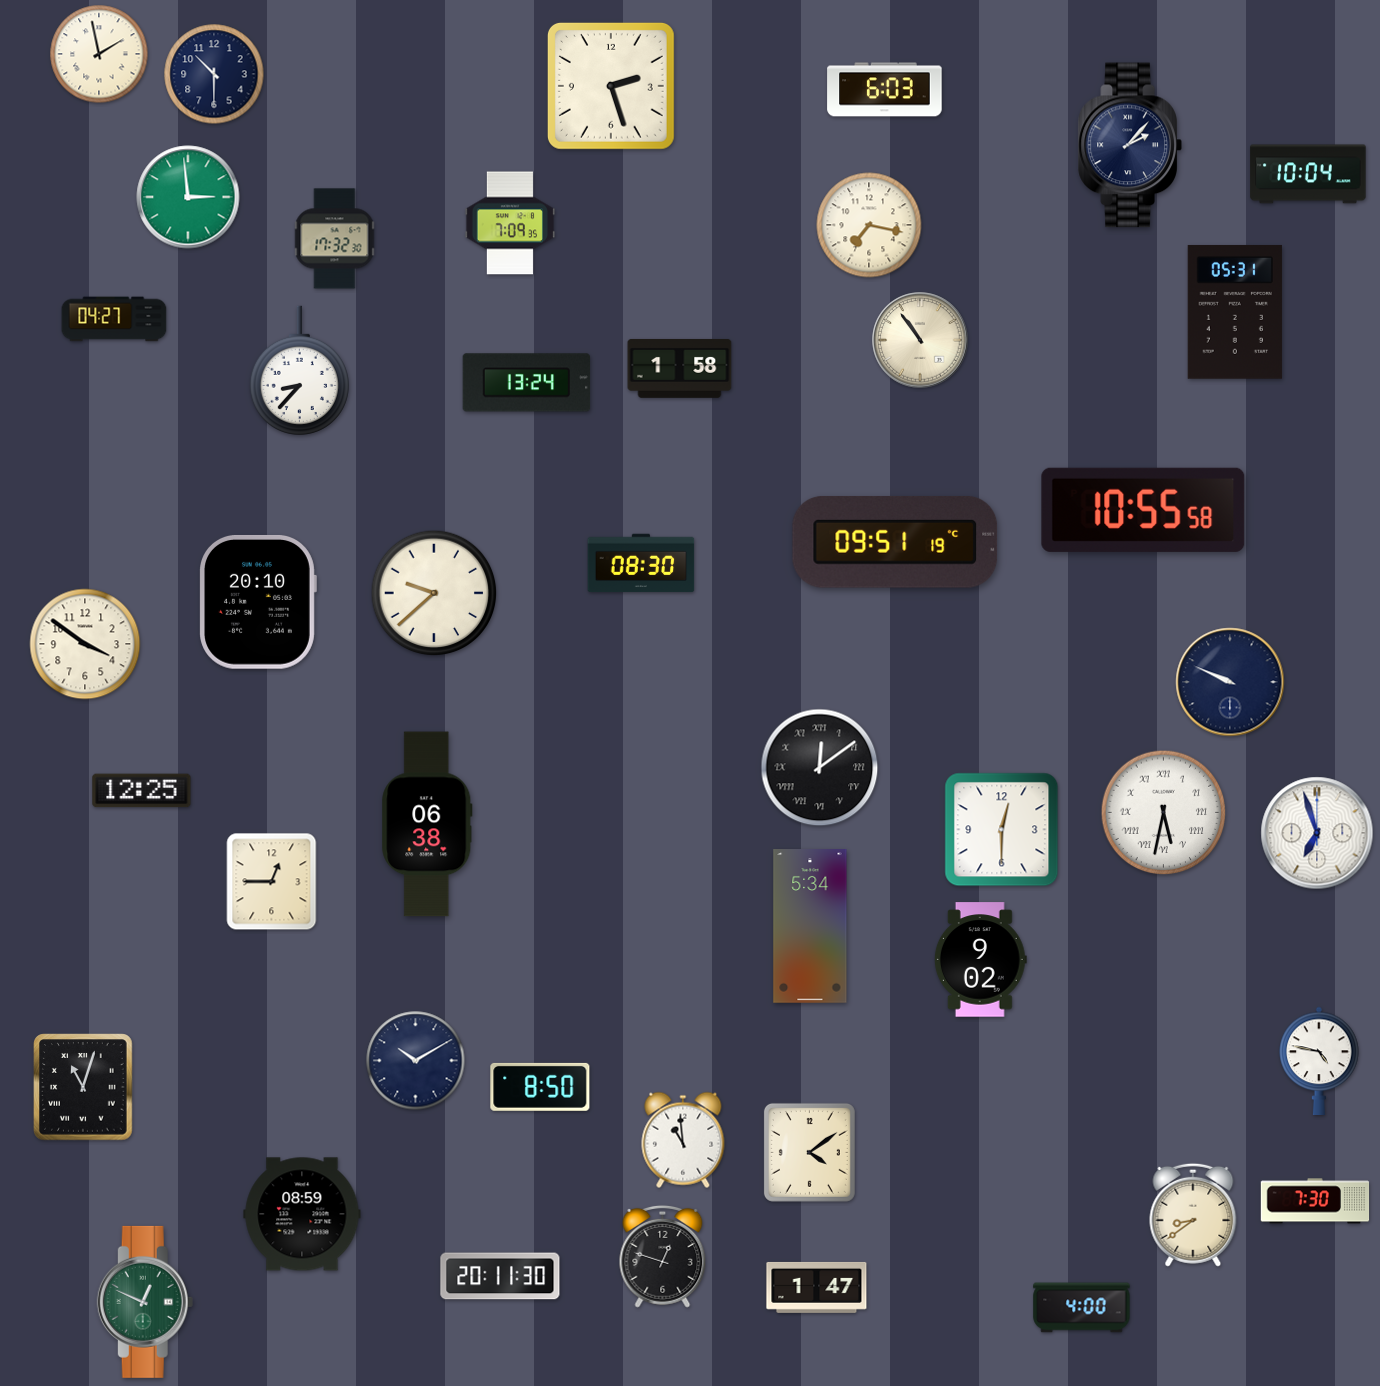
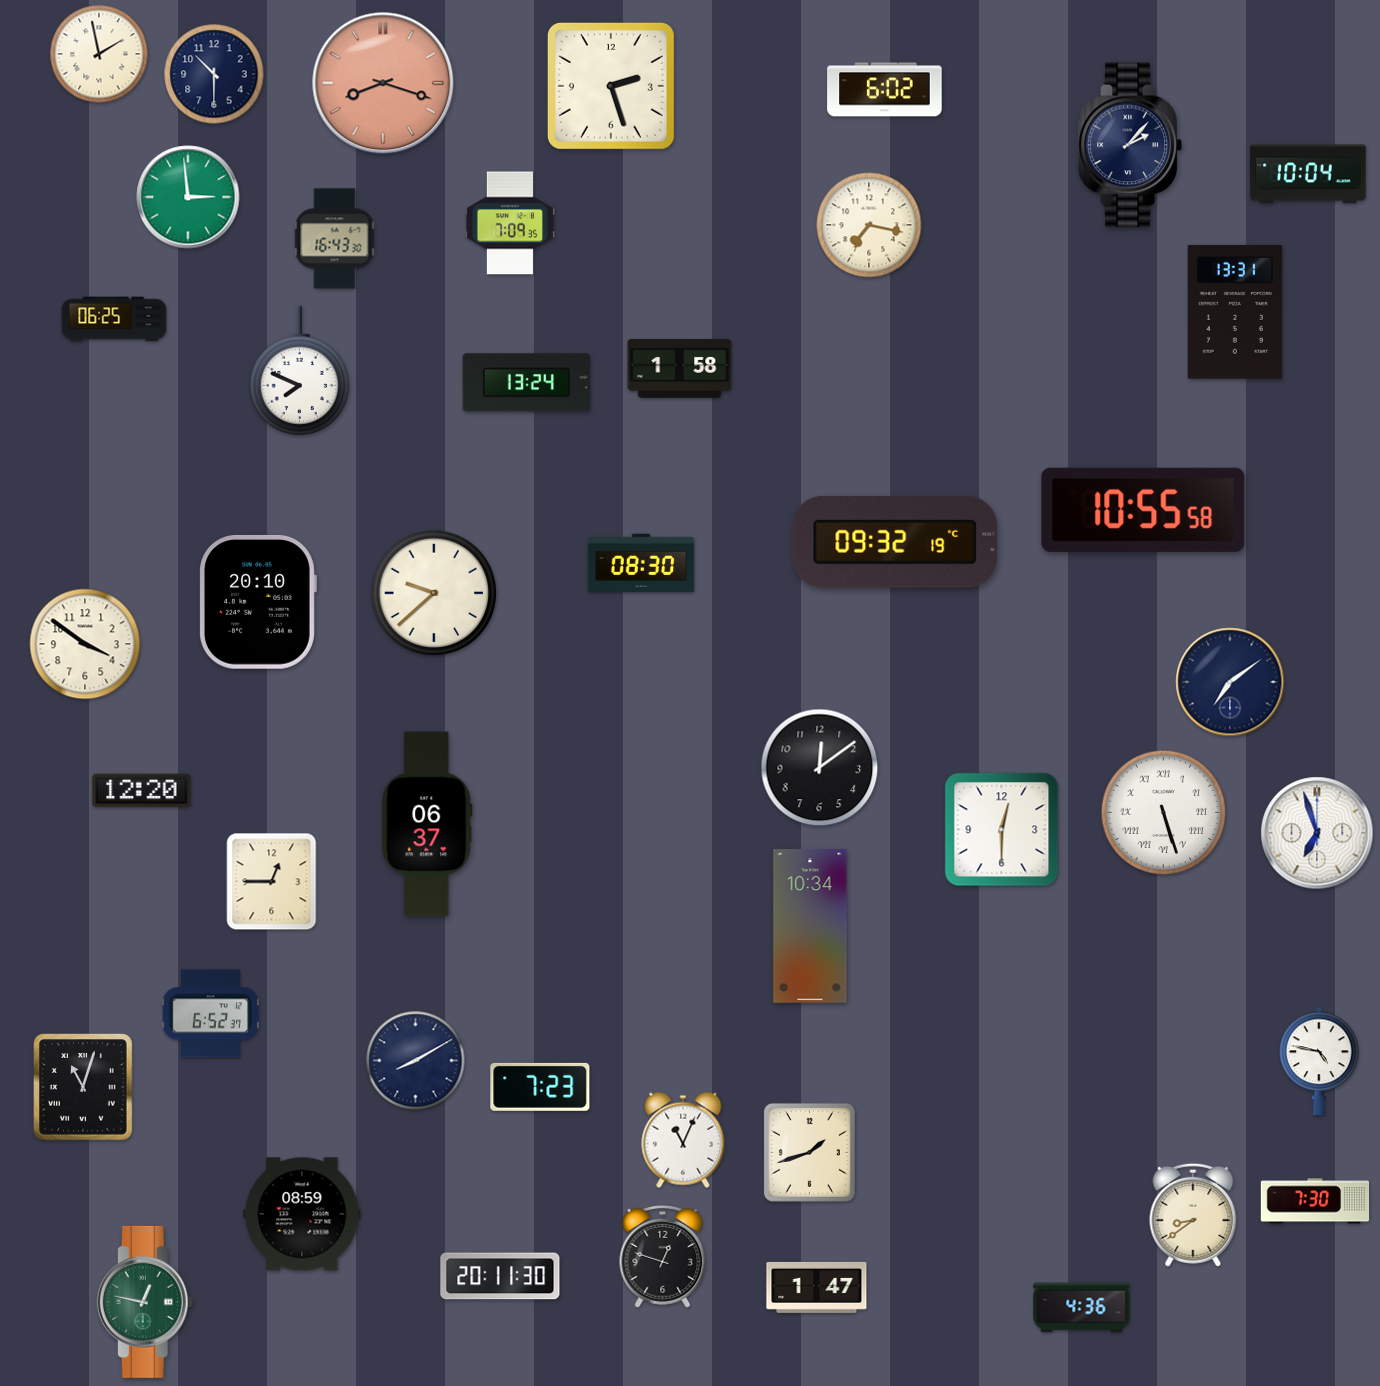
clock at (383, 83): none -> 8:18
clock at (885, 90): 6:03 -> 6:02
clock at (335, 239): 17:32 -> 16:43
clock at (1235, 312): 05:31 -> 13:31
clock at (114, 319): 04:27 -> 06:25
clock at (920, 340): 10:54 -> none
clock at (299, 370): 8:37 -> 7:49
clock at (895, 542): 09:51 -> 09:32
clock at (1230, 682): 9:49 -> 7:09
clock at (820, 768) numerals: Roman -> Arabic
clock at (142, 791): 12:25 -> 12:20
clock at (1164, 813): 5:32 -> 5:27
clock at (427, 824): 06:38 -> 06:37
clock at (810, 926): 5:34 -> 10:34
clock at (980, 960): 9:02 -> none
clock at (210, 1014): none -> 6:52
clock at (416, 1061): 10:10 -> 8:10
clock at (540, 1087): 8:50 -> 7:23
clock at (683, 1140): 10:59 -> 11:04
clock at (809, 1152): 4:09 -> 1:42
clock at (145, 1302): 12:49 -> 12:47
clock at (1082, 1308): 4:00 -> 4:36
